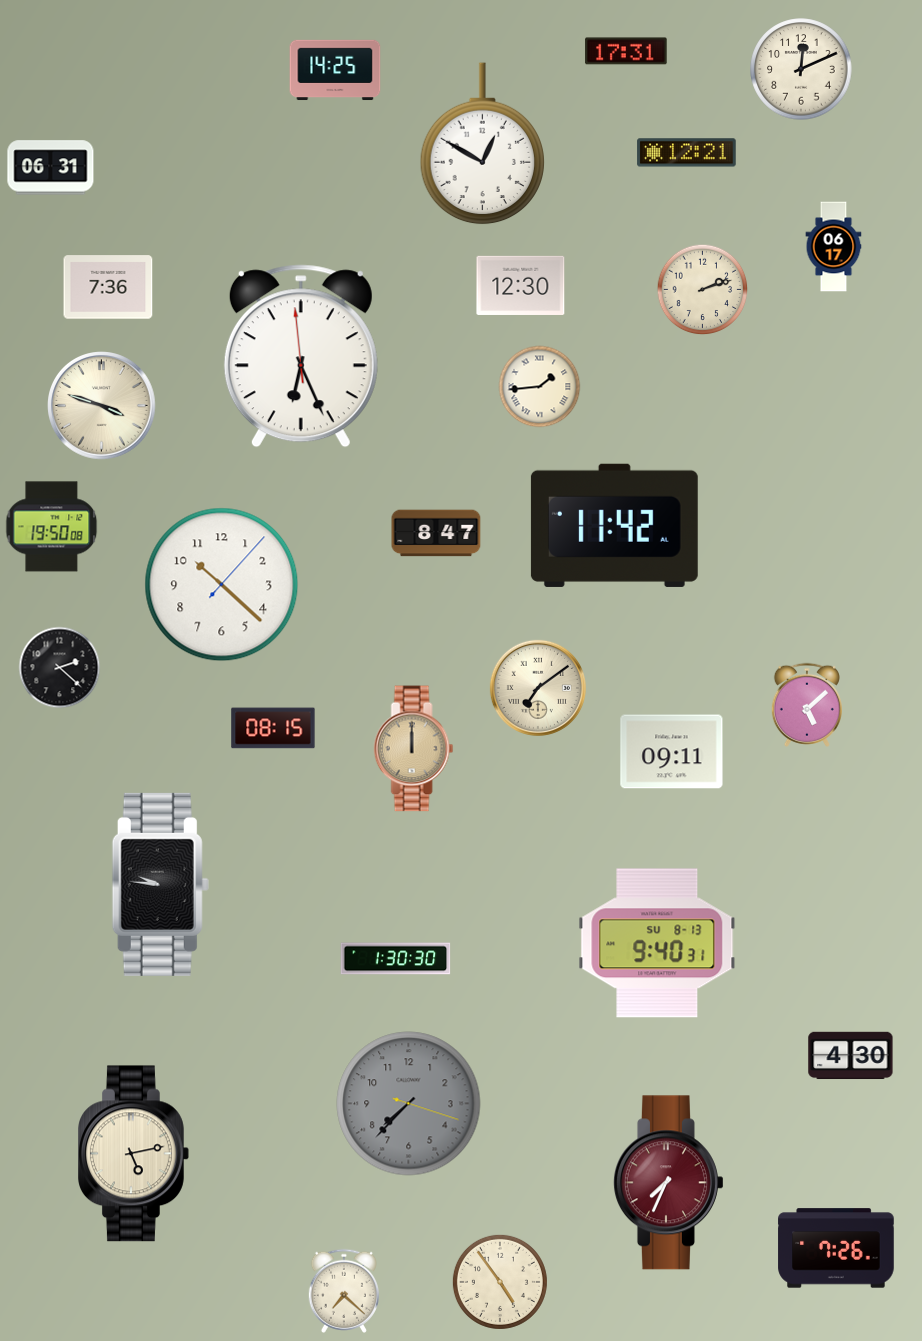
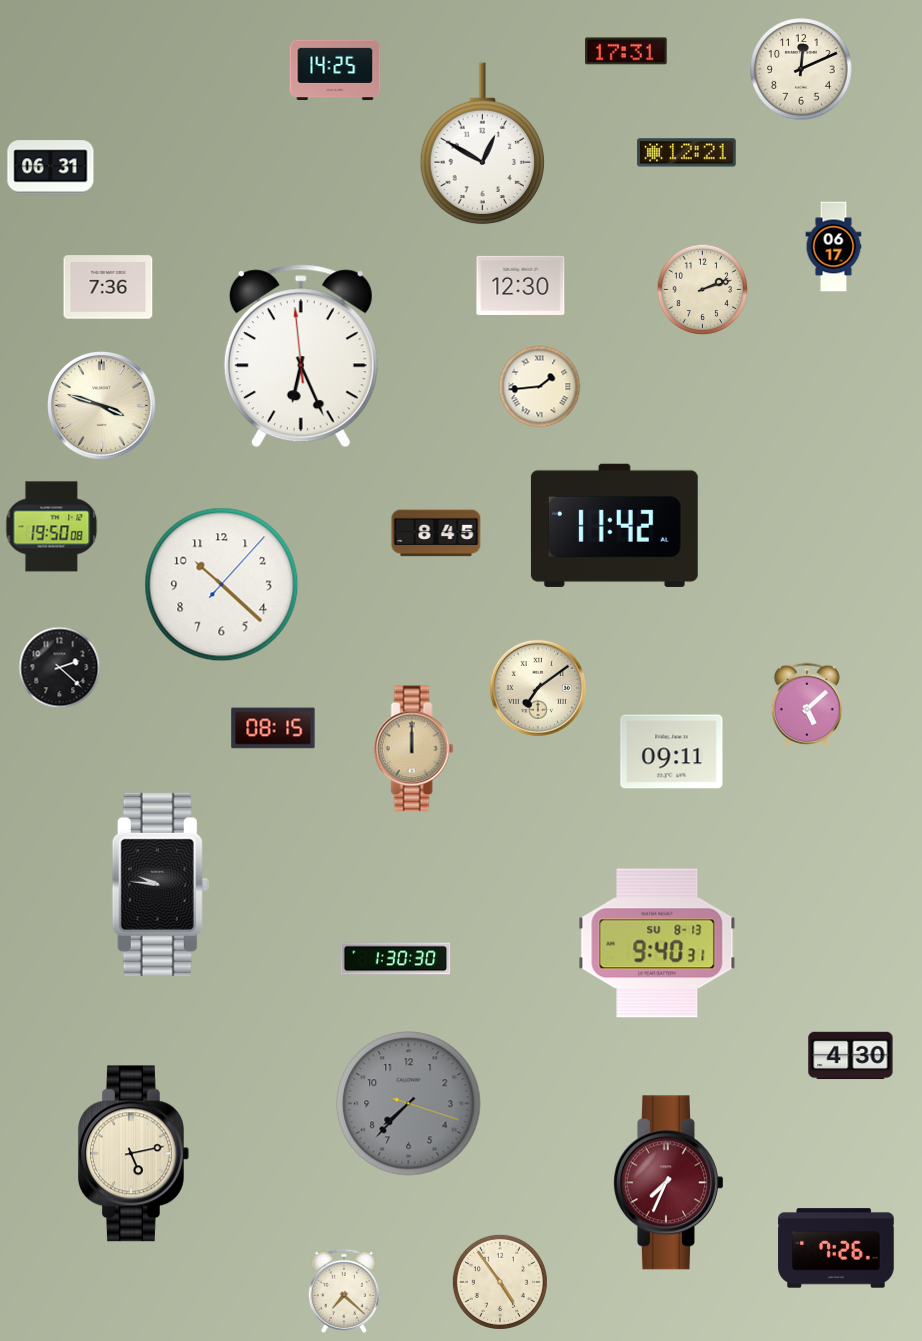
clock at (436, 533): 8:47 -> 8:45
